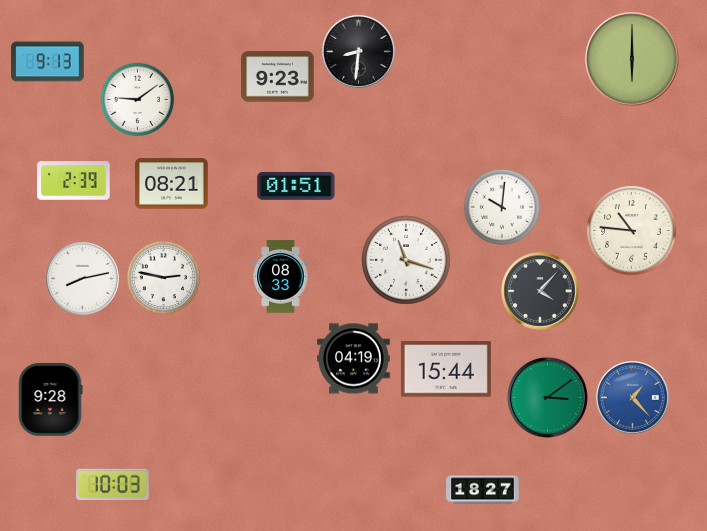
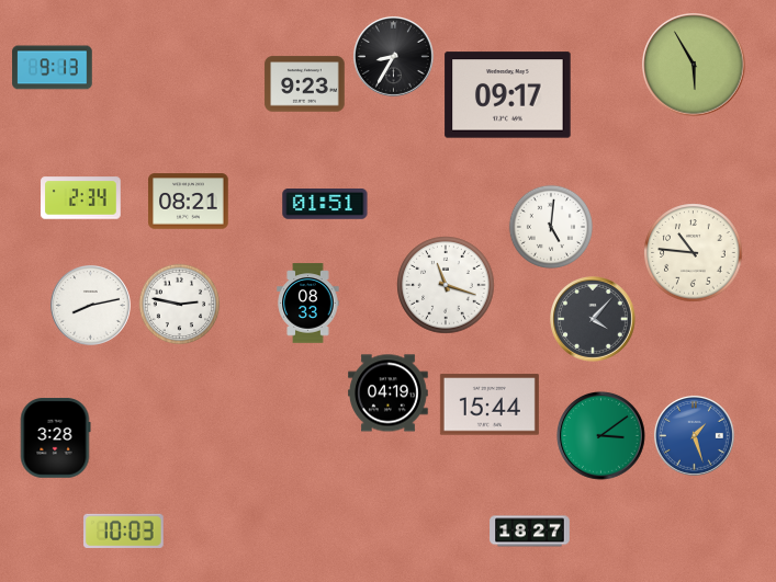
clock at (358, 51): 8:31 -> 8:35
clock at (632, 59): 6:00 -> 5:55
clock at (508, 95): none -> 09:17
clock at (138, 100): 9:09 -> none
clock at (74, 181): 2:39 -> 2:34
clock at (501, 206): 10:01 -> 5:01
clock at (632, 397): 1:23 -> 1:27
clock at (50, 400): 9:28 -> 3:28
clock at (483, 490) position: (483, 490) -> (530, 532)
